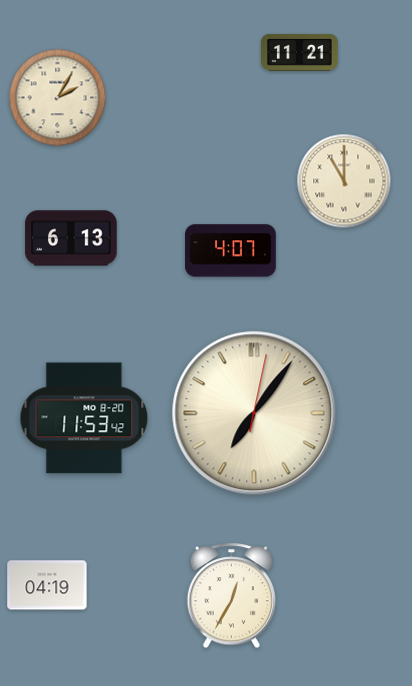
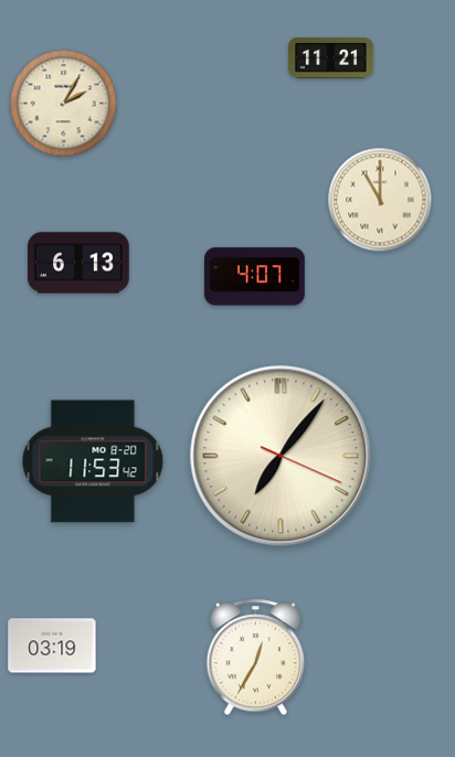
clock at (58, 98) position: (58, 98) -> (64, 104)
clock at (254, 413): 7:06:02 -> 7:06:19
clock at (47, 585): 04:19 -> 03:19
